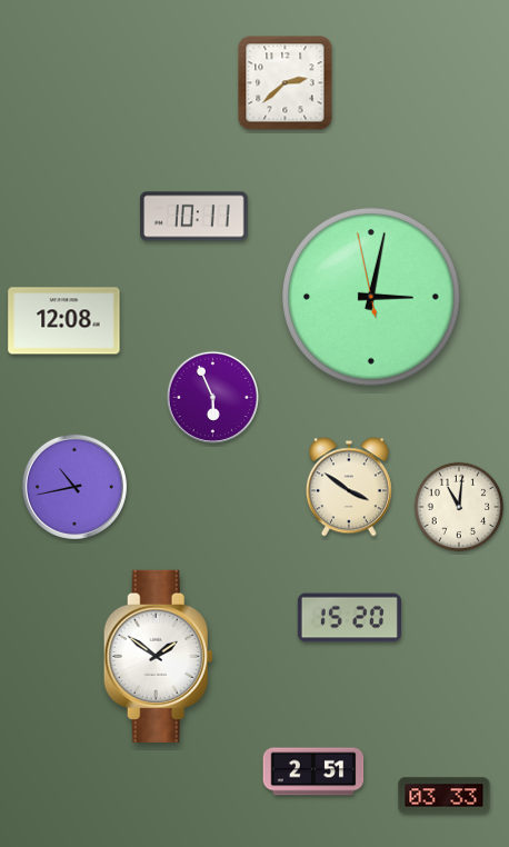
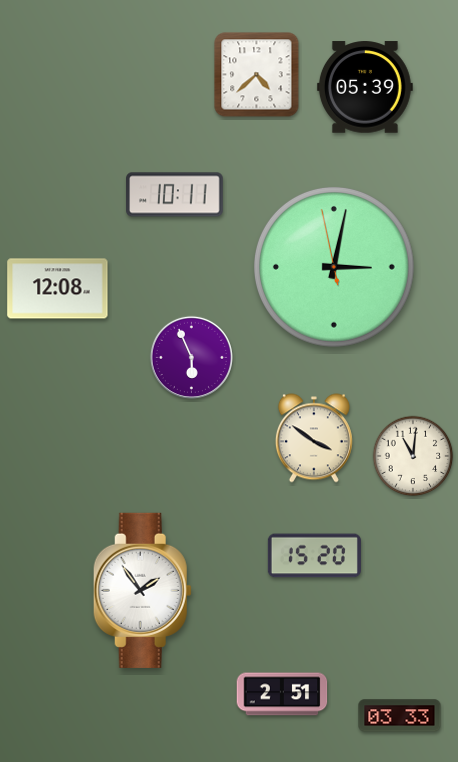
clock at (286, 83): 2:38 -> 4:38
clock at (365, 87): none -> 05:39
clock at (74, 487): 10:43 -> none
clock at (158, 656): 1:51 -> 1:54
